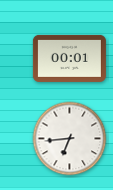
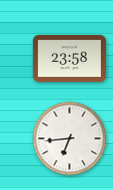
clock at (69, 58): 00:01 -> 23:58
